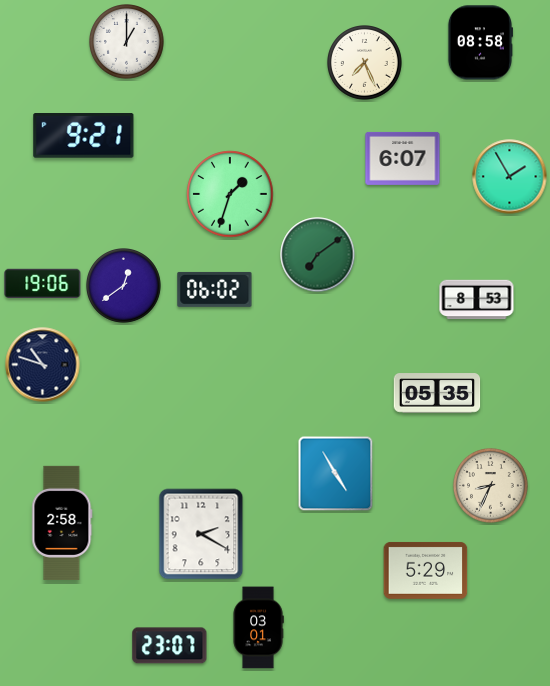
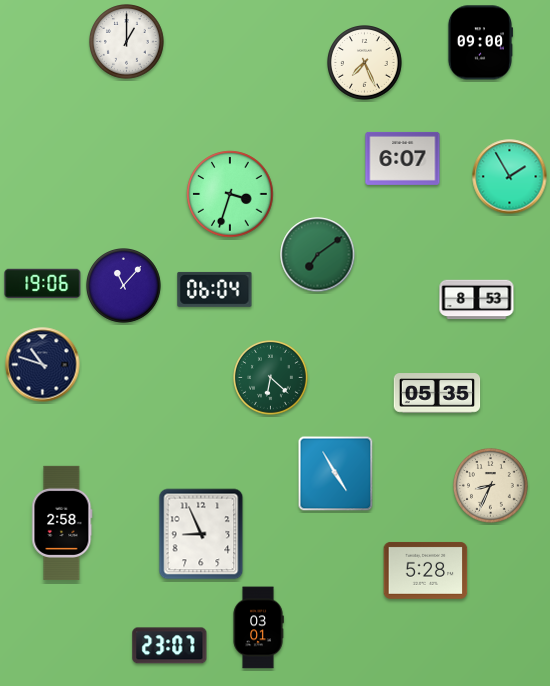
clock at (479, 43): 08:58 -> 09:00
clock at (84, 136): 9:21 -> none
clock at (230, 194): 1:33 -> 3:33
clock at (124, 286): 12:39 -> 11:07
clock at (215, 289): 06:02 -> 06:04
clock at (271, 378): none -> 6:22
clock at (201, 534): 2:20 -> 8:56
clock at (426, 570): 5:29 -> 5:28
